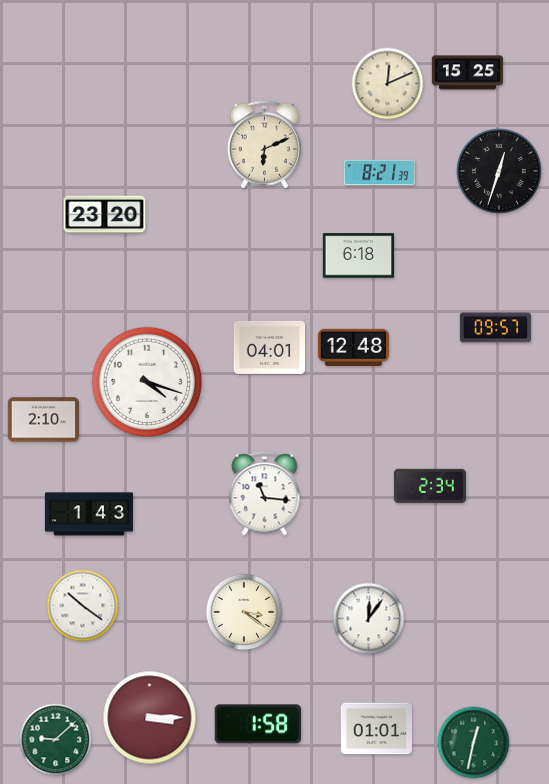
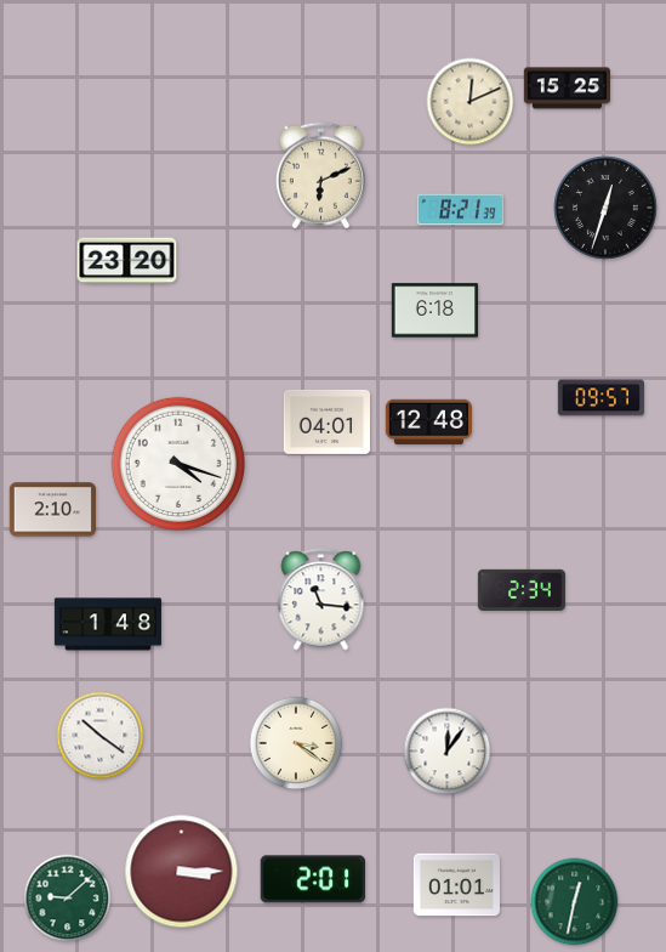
clock at (89, 514): 1:43 -> 1:48
clock at (257, 724): 1:58 -> 2:01
